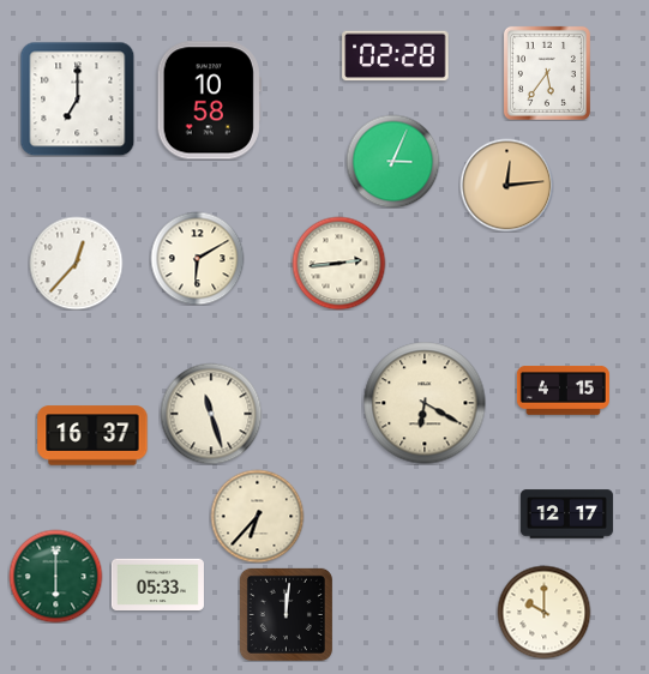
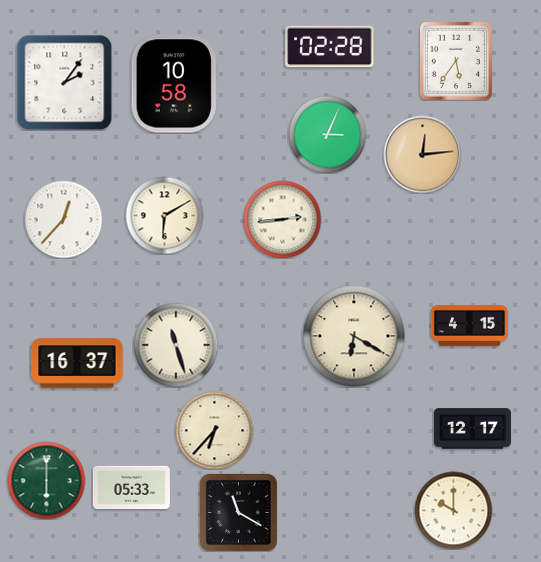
clock at (77, 98): 7:00 -> 2:06
clock at (286, 614): 12:01 -> 11:20
